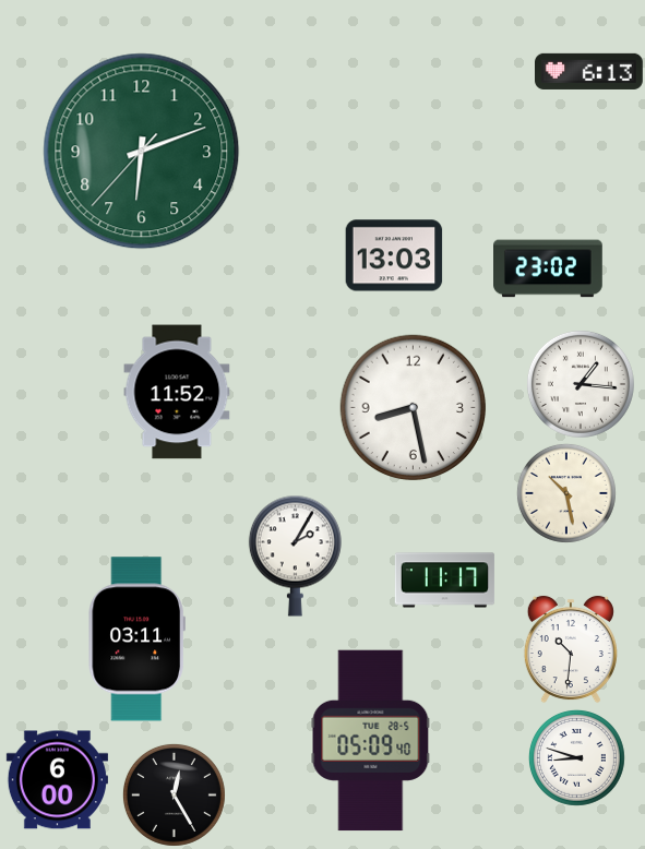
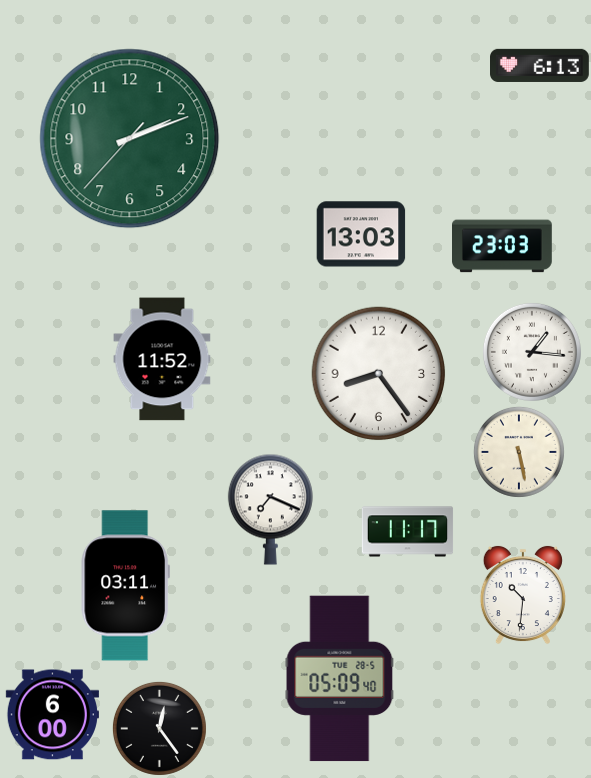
clock at (142, 152): 6:11 -> 2:11
clock at (549, 268): 23:02 -> 23:03
clock at (414, 408): 8:28 -> 8:24
clock at (566, 493): 10:28 -> 5:28
clock at (295, 555): 2:05 -> 7:19
clock at (576, 757): 8:48 -> none
clock at (174, 794): 12:25 -> 12:24
